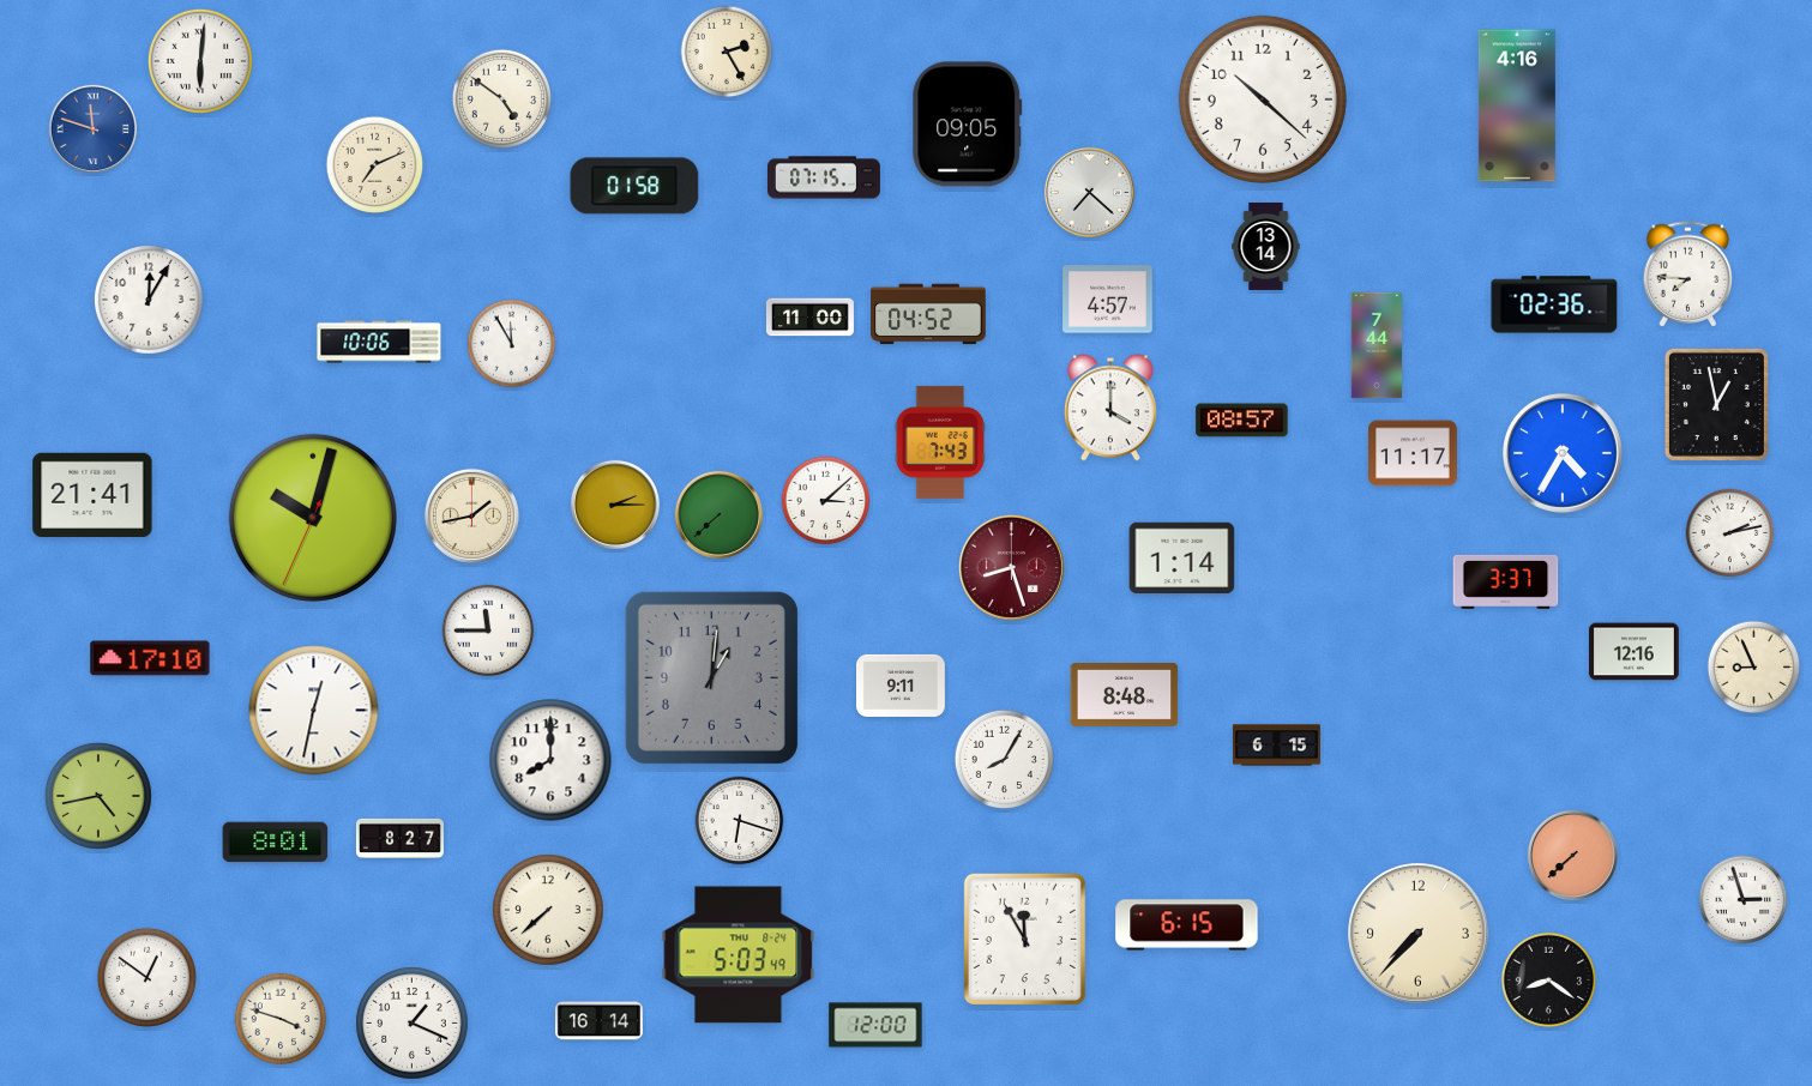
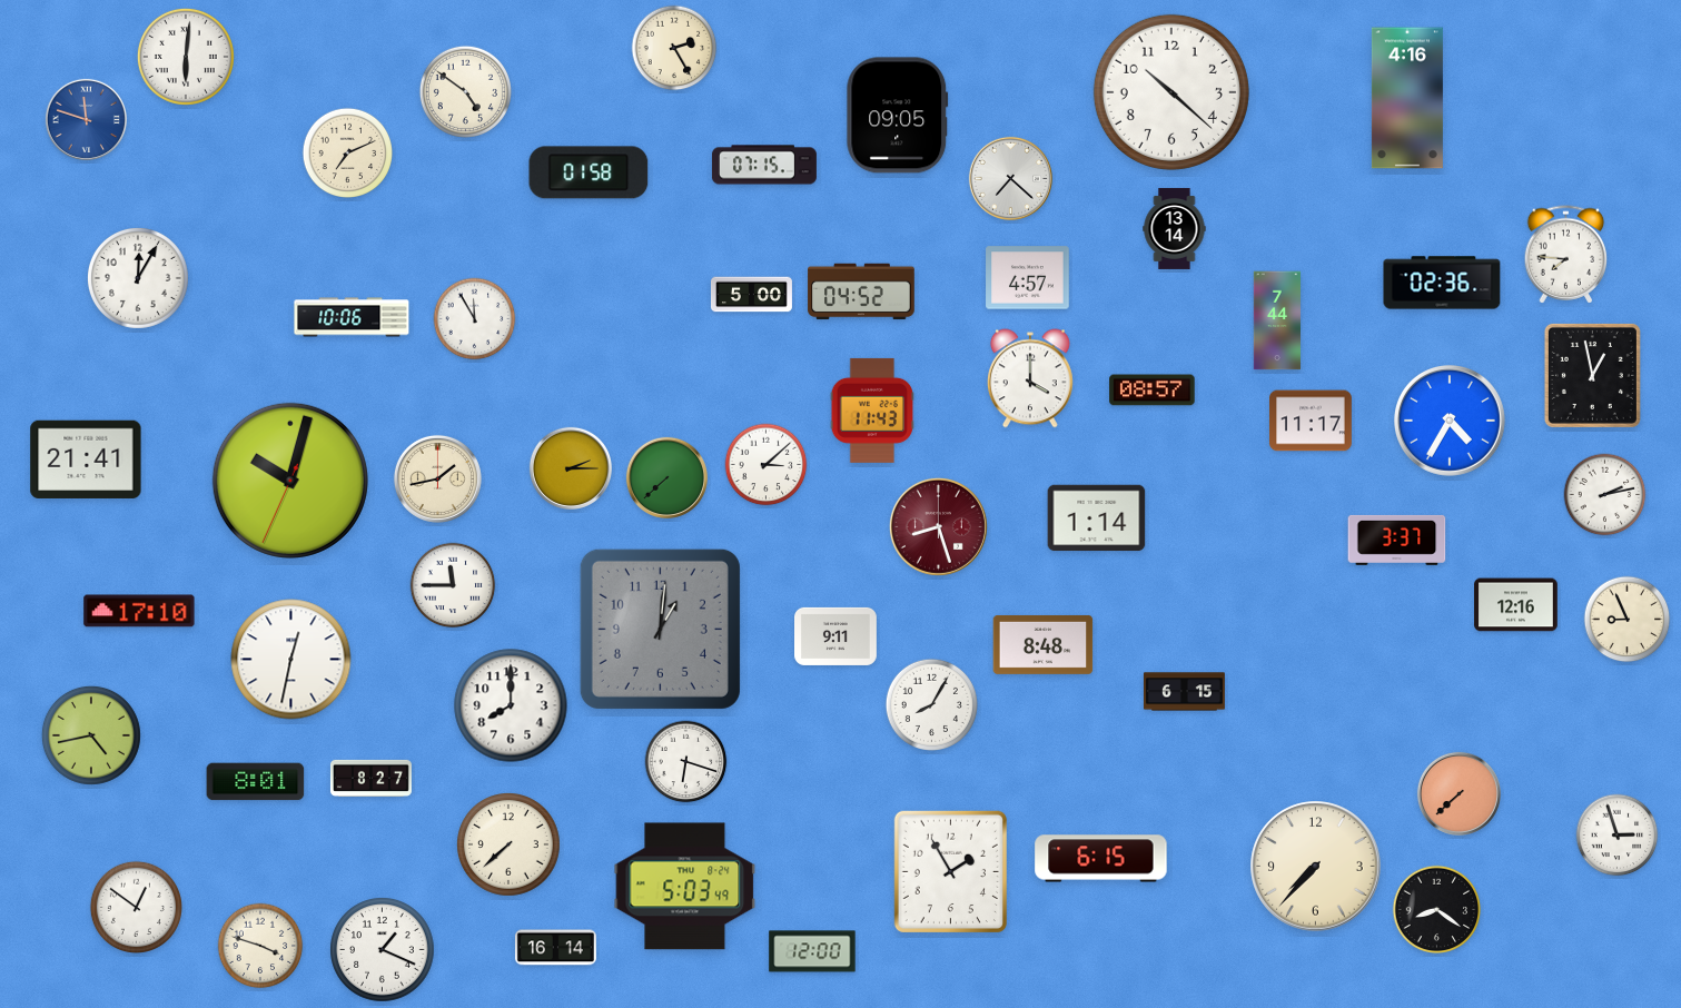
clock at (809, 318): 11:00 -> 5:00
clock at (940, 442): 7:43 -> 11:43
clock at (98, 796) position: (98, 796) -> (91, 735)
clock at (1024, 939): 11:55 -> 1:55
